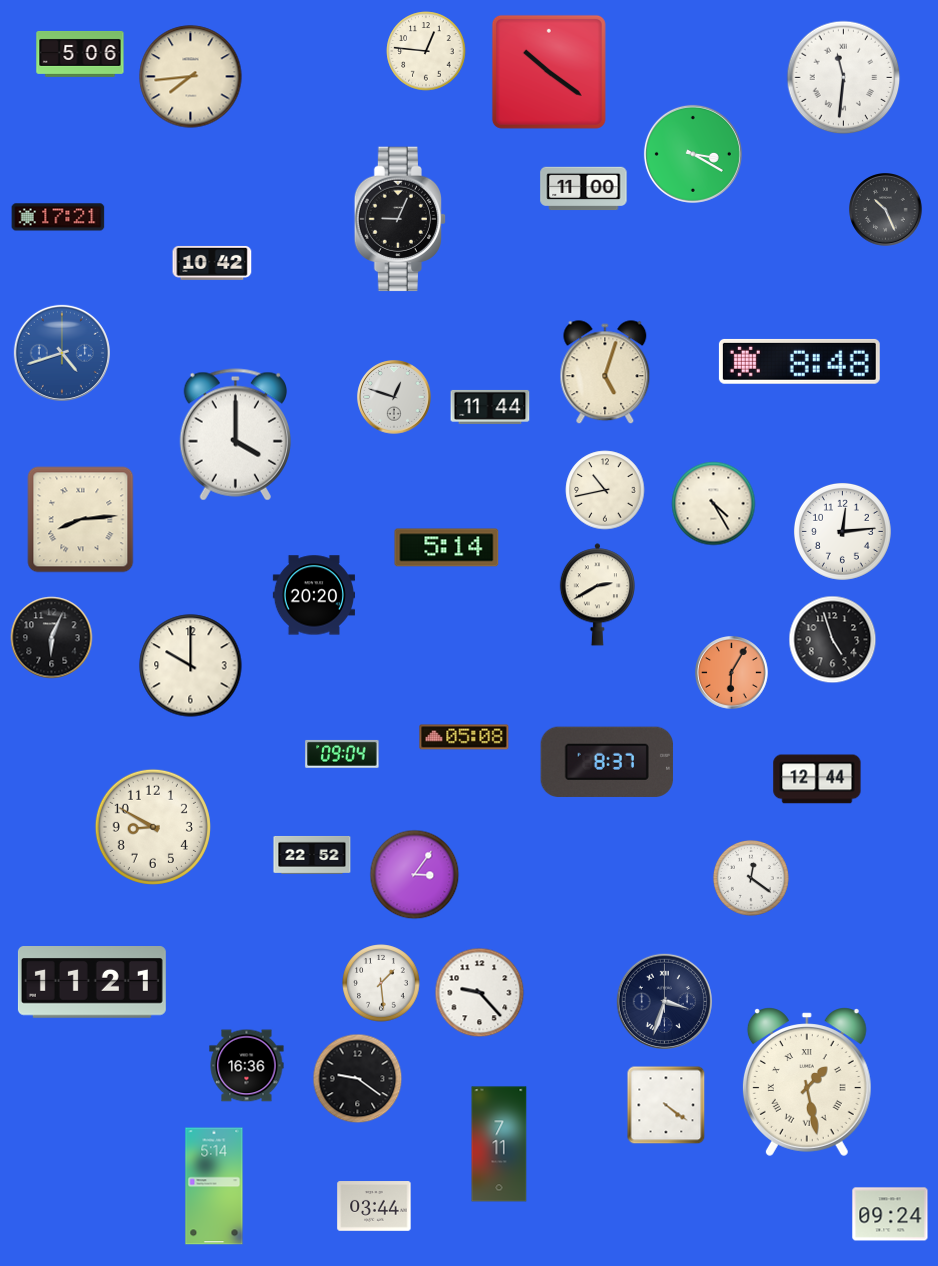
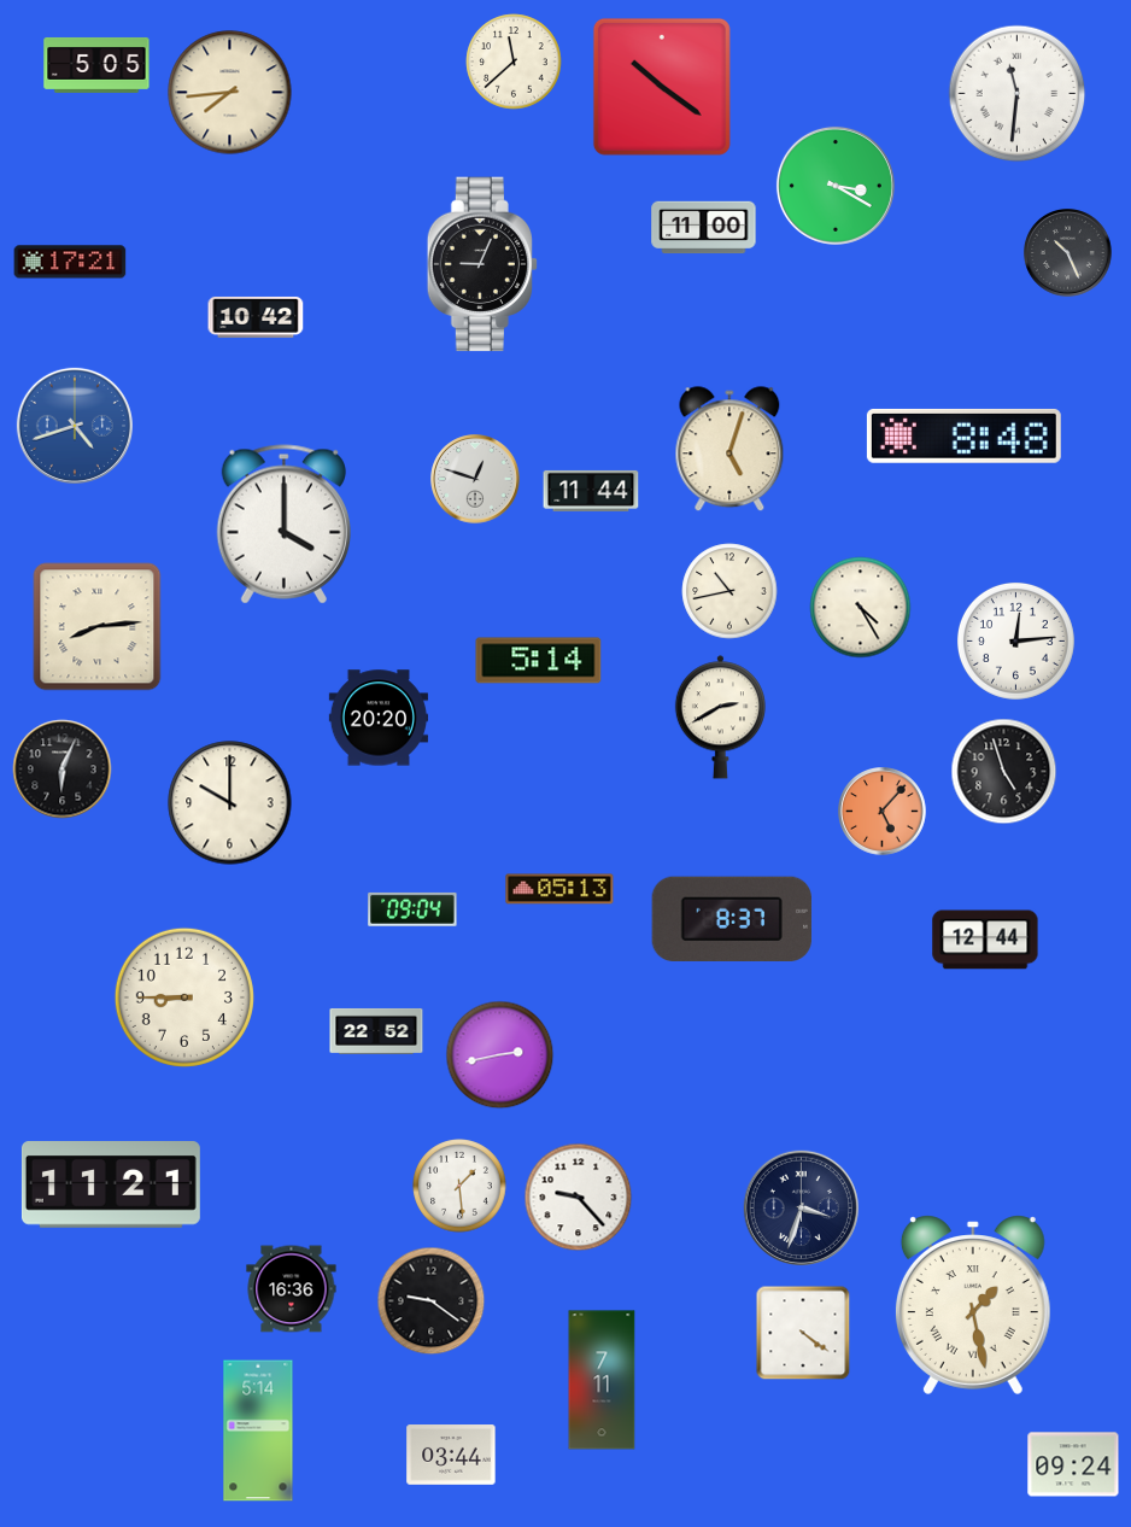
clock at (426, 51): 12:46 -> 11:38
clock at (80, 54): 5:06 -> 5:05
clock at (732, 673): 6:05 -> 5:07
clock at (464, 737): 05:08 -> 05:13
clock at (153, 827): 8:50 -> 8:45
clock at (415, 875): 3:06 -> 2:43
clock at (751, 878): 12:21 -> none
clock at (247, 1066) position: (247, 1066) -> (292, 1289)
